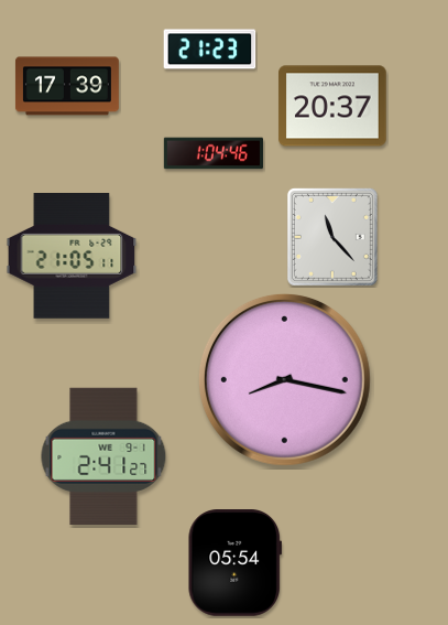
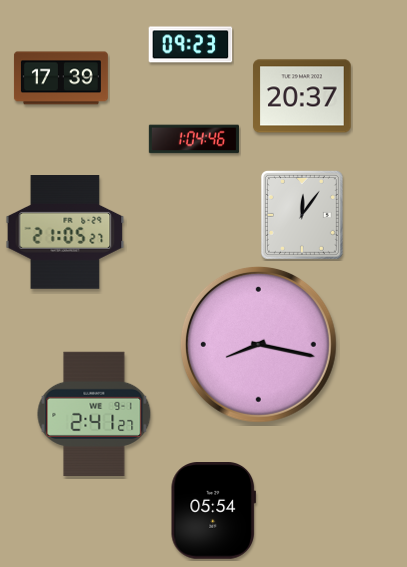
clock at (210, 50): 21:23 -> 09:23
clock at (332, 237): 11:23 -> 12:06
clock at (72, 257): 21:05:11 -> 21:05:27
